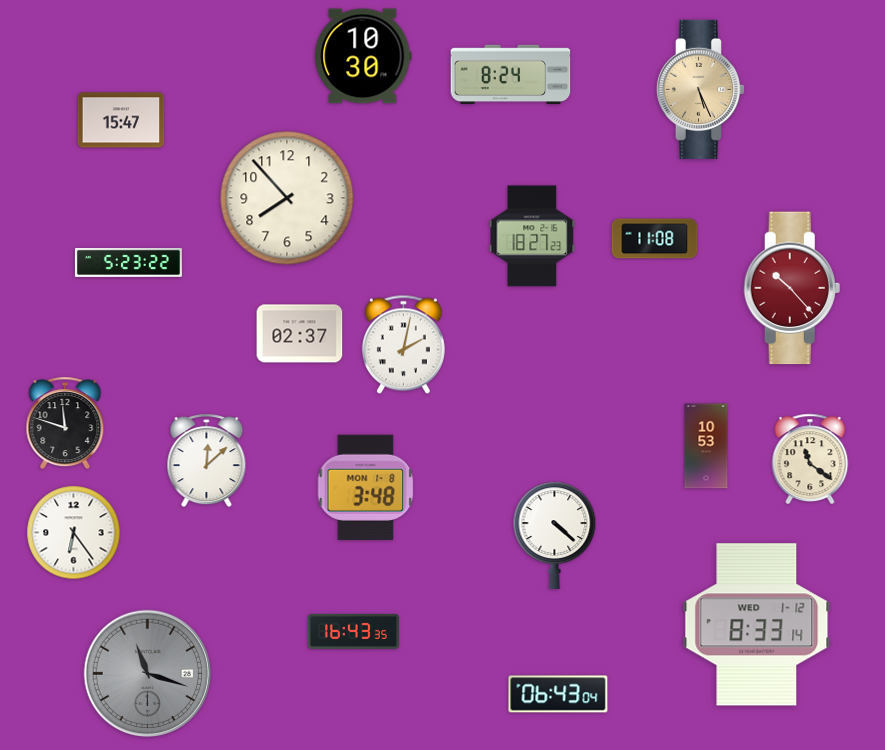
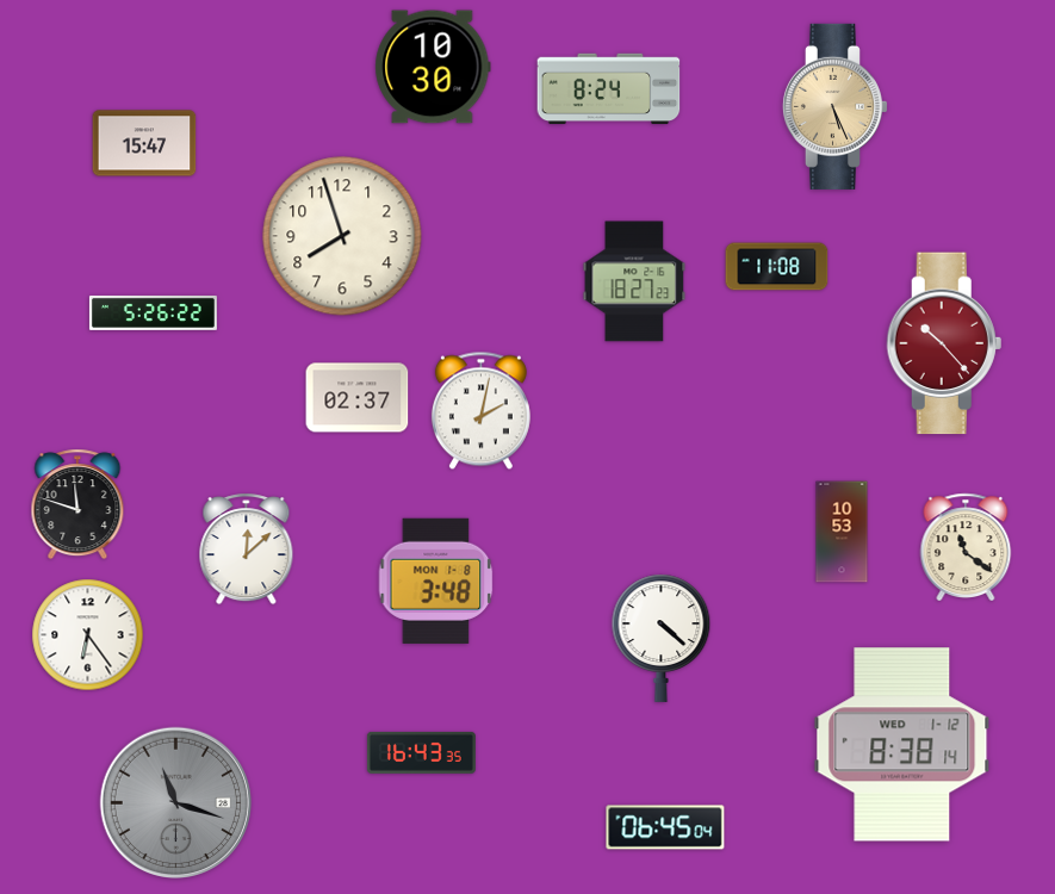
clock at (287, 198): 7:53 -> 7:57
clock at (655, 239) position: (655, 239) -> (777, 267)
clock at (128, 262): 5:23 -> 5:26
clock at (757, 625): 8:33 -> 8:38
clock at (558, 694): 06:43 -> 06:45
